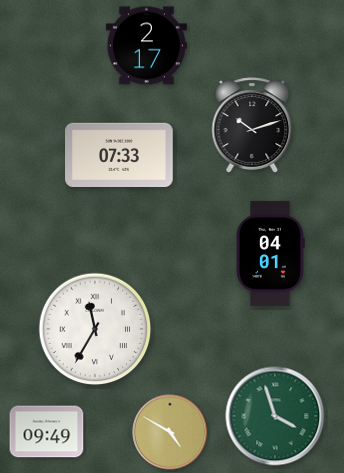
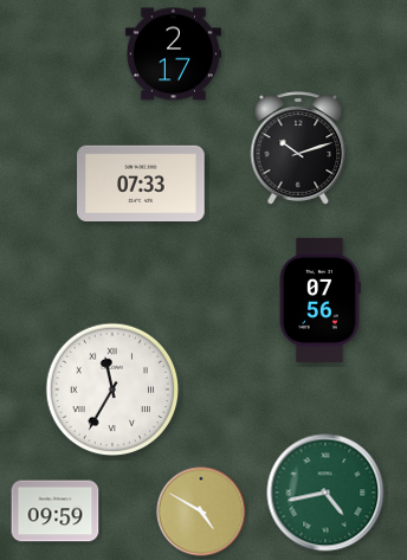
clock at (270, 253): 04:01 -> 07:56
clock at (275, 416): 3:57 -> 4:43
clock at (47, 432): 09:49 -> 09:59
